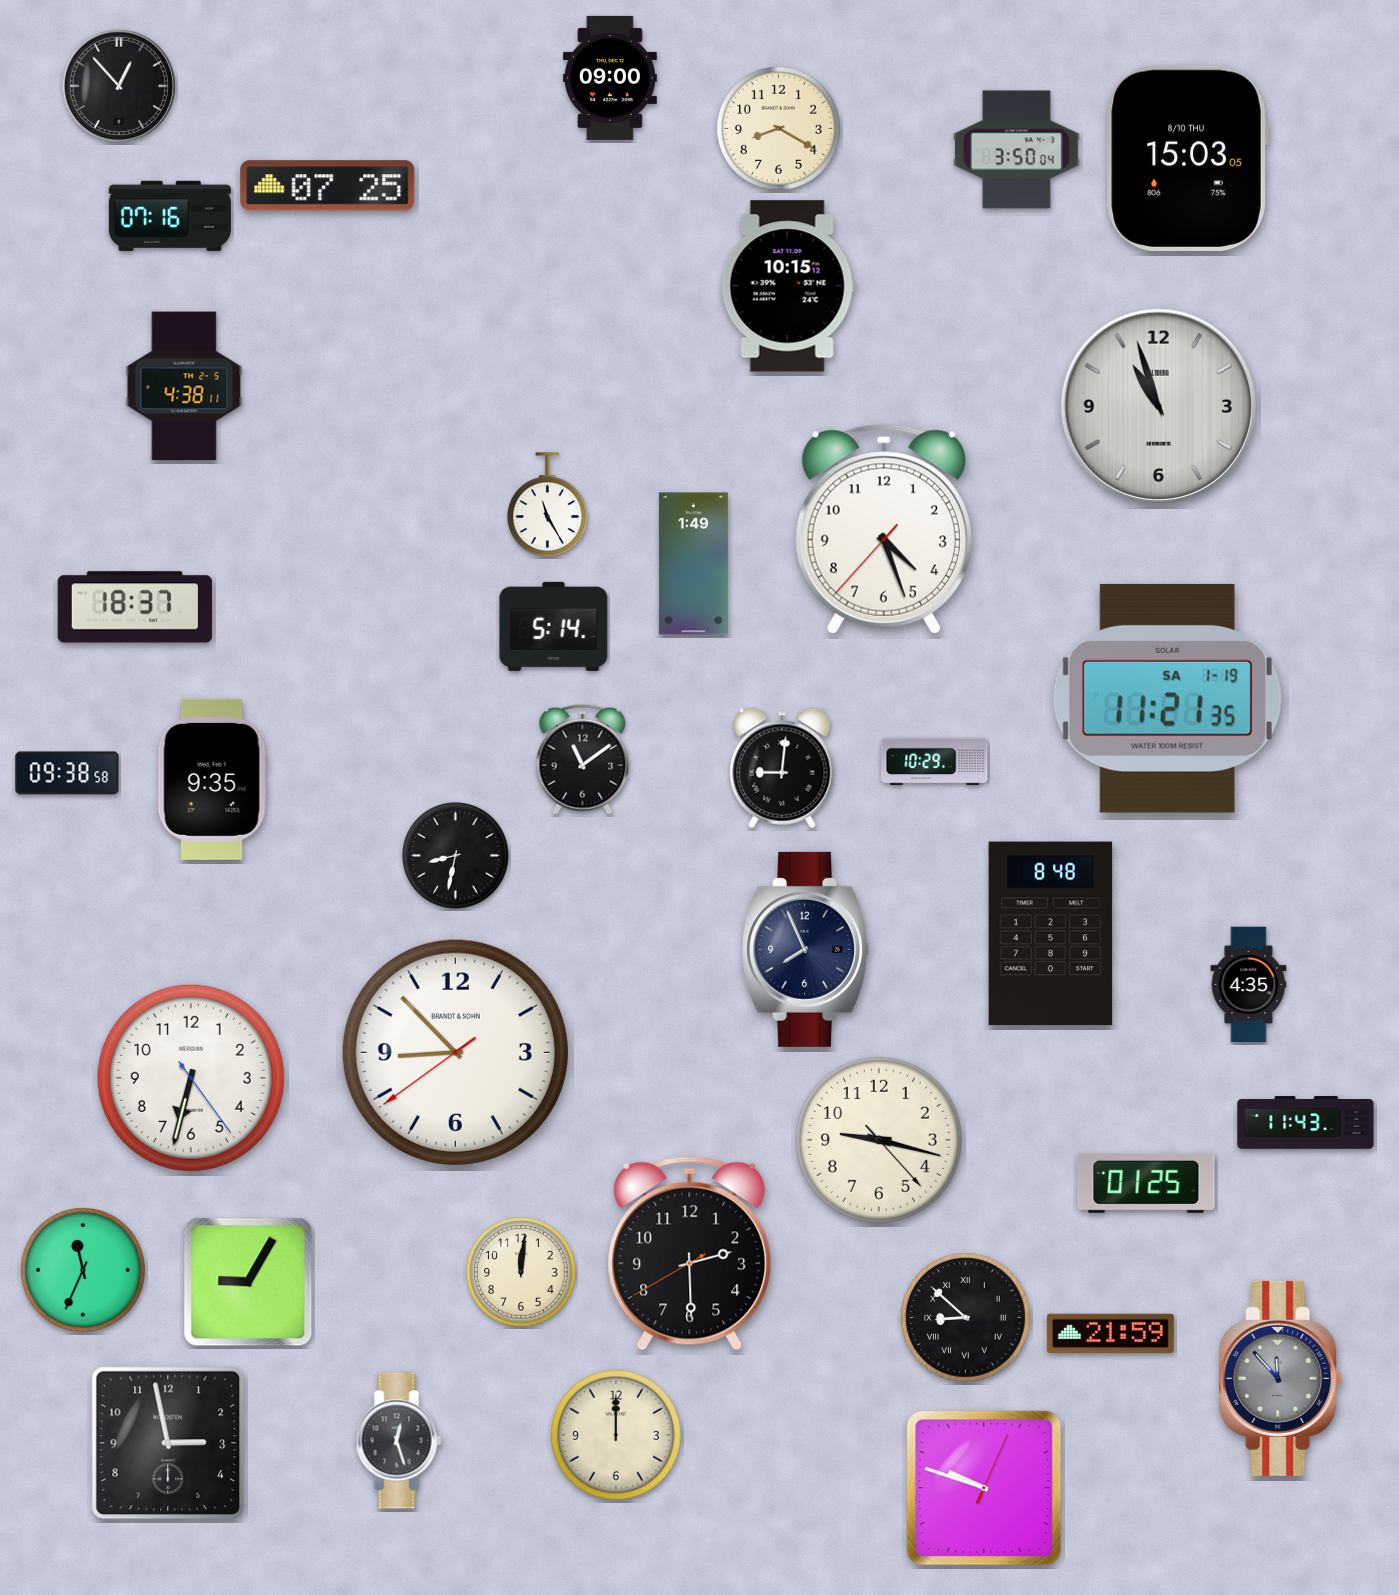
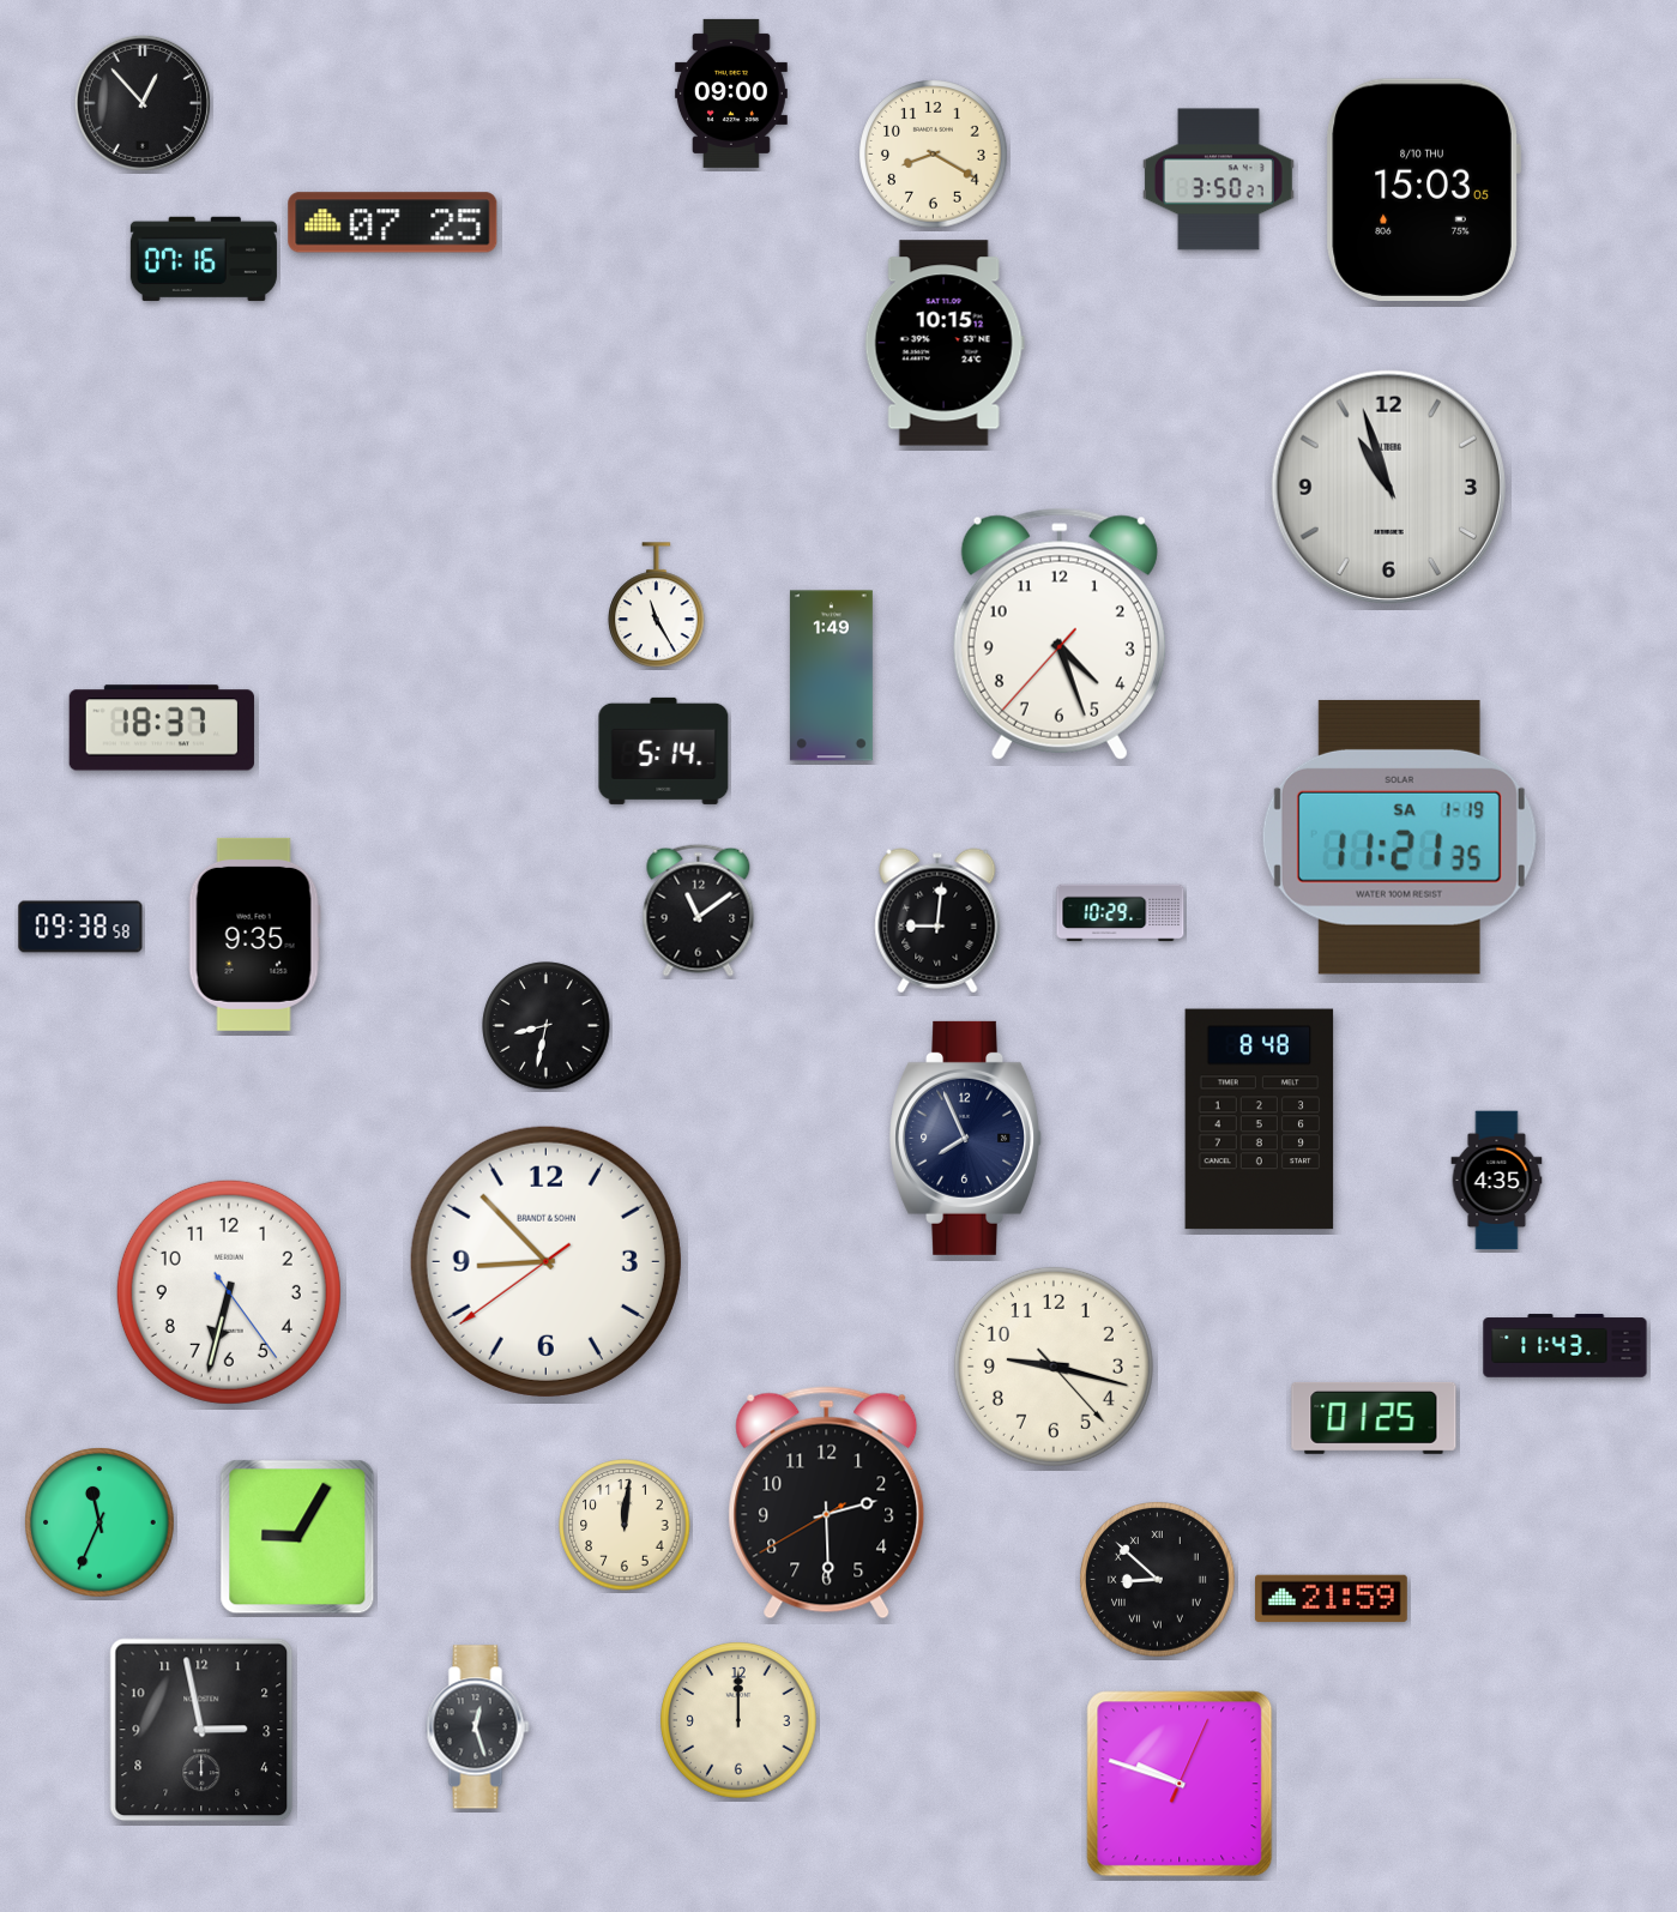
clock at (1016, 150): 3:50:04 -> 3:50:27
clock at (184, 386): 4:38 -> none
clock at (1281, 1378): 11:53 -> none
